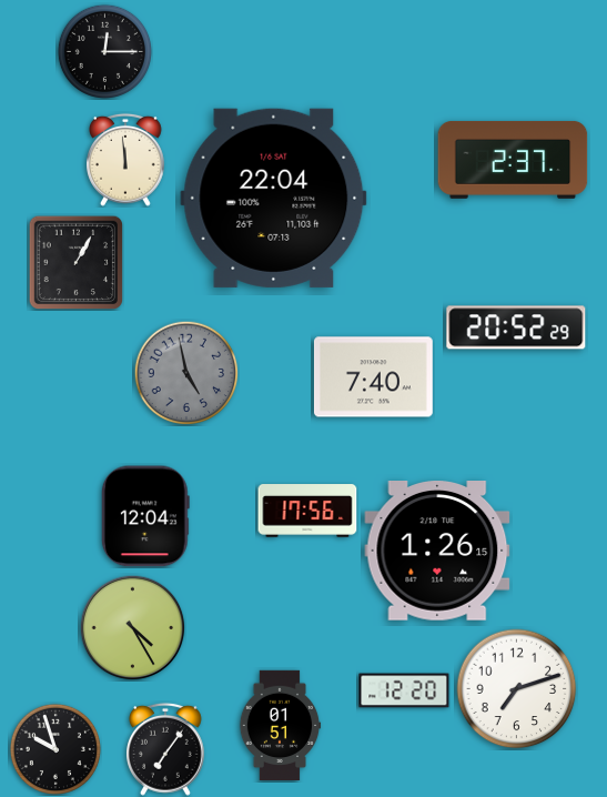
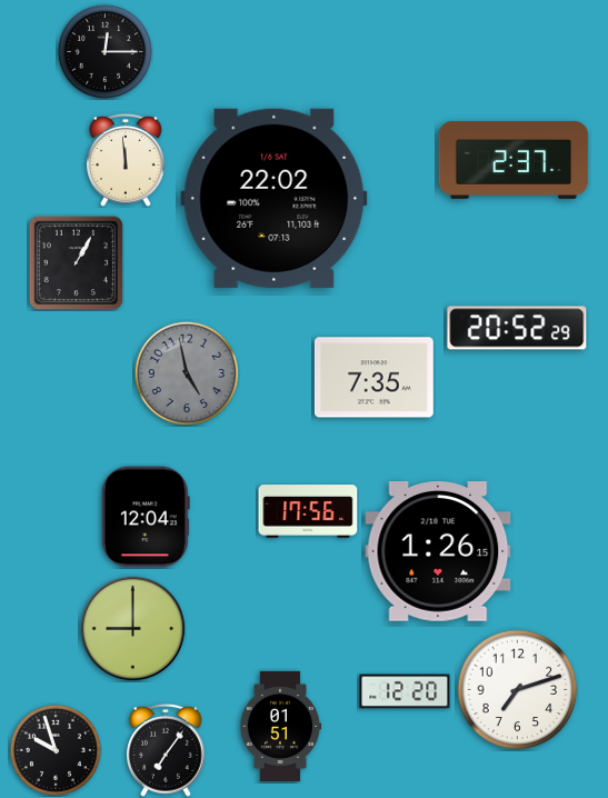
clock at (274, 198): 22:04 -> 22:02
clock at (373, 377): 7:40 -> 7:35
clock at (132, 627): 4:25 -> 9:00
